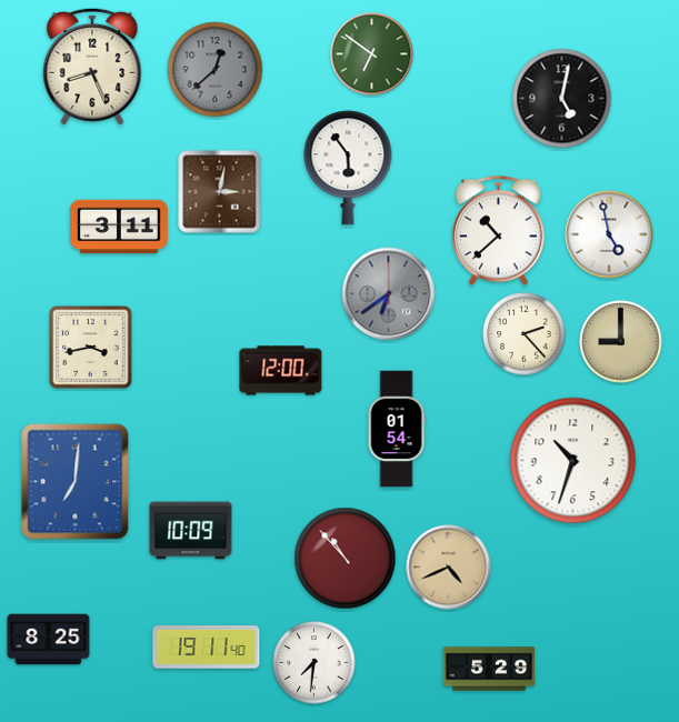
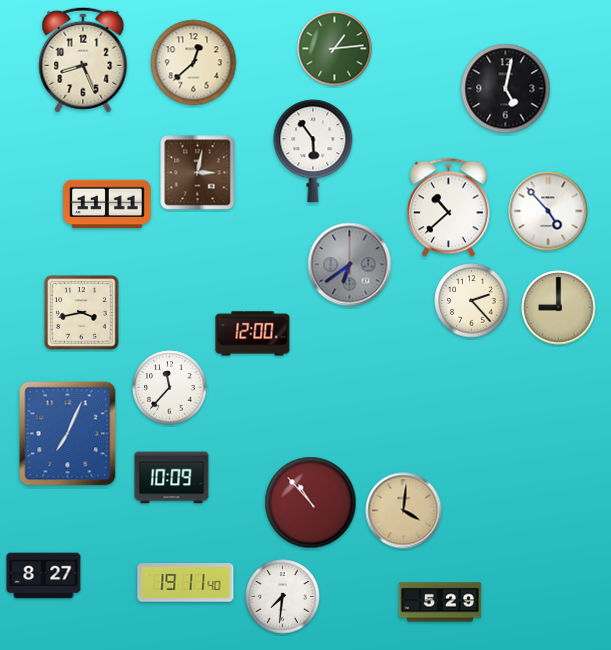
clock at (372, 54): 6:51 -> 1:14
clock at (216, 70) dial: grey -> cream
clock at (119, 227): 3:11 -> 11:11
clock at (609, 234): 4:58 -> 4:53
clock at (397, 429): 01:54 -> none
clock at (170, 388): none -> 11:37
clock at (573, 461): 10:33 -> none
clock at (76, 482): 7:01 -> 7:04
clock at (449, 568): 4:41 -> 4:01
clock at (49, 640): 8:25 -> 8:27
